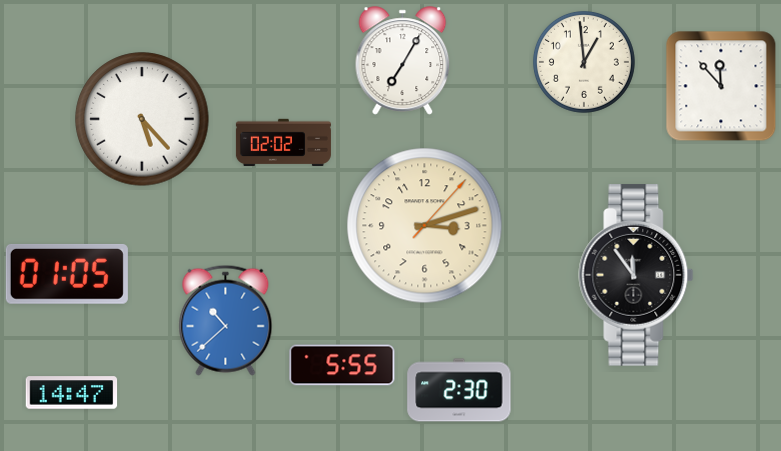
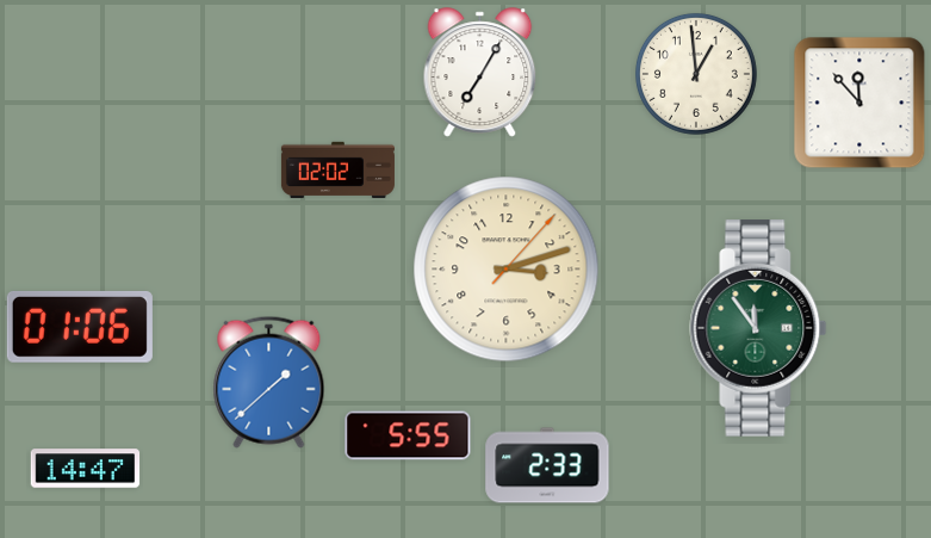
clock at (142, 119): 5:23 -> none
clock at (67, 274): 01:05 -> 01:06
clock at (636, 276) dial: black -> green
clock at (226, 320): 10:38 -> 1:38
clock at (459, 390): 2:30 -> 2:33
